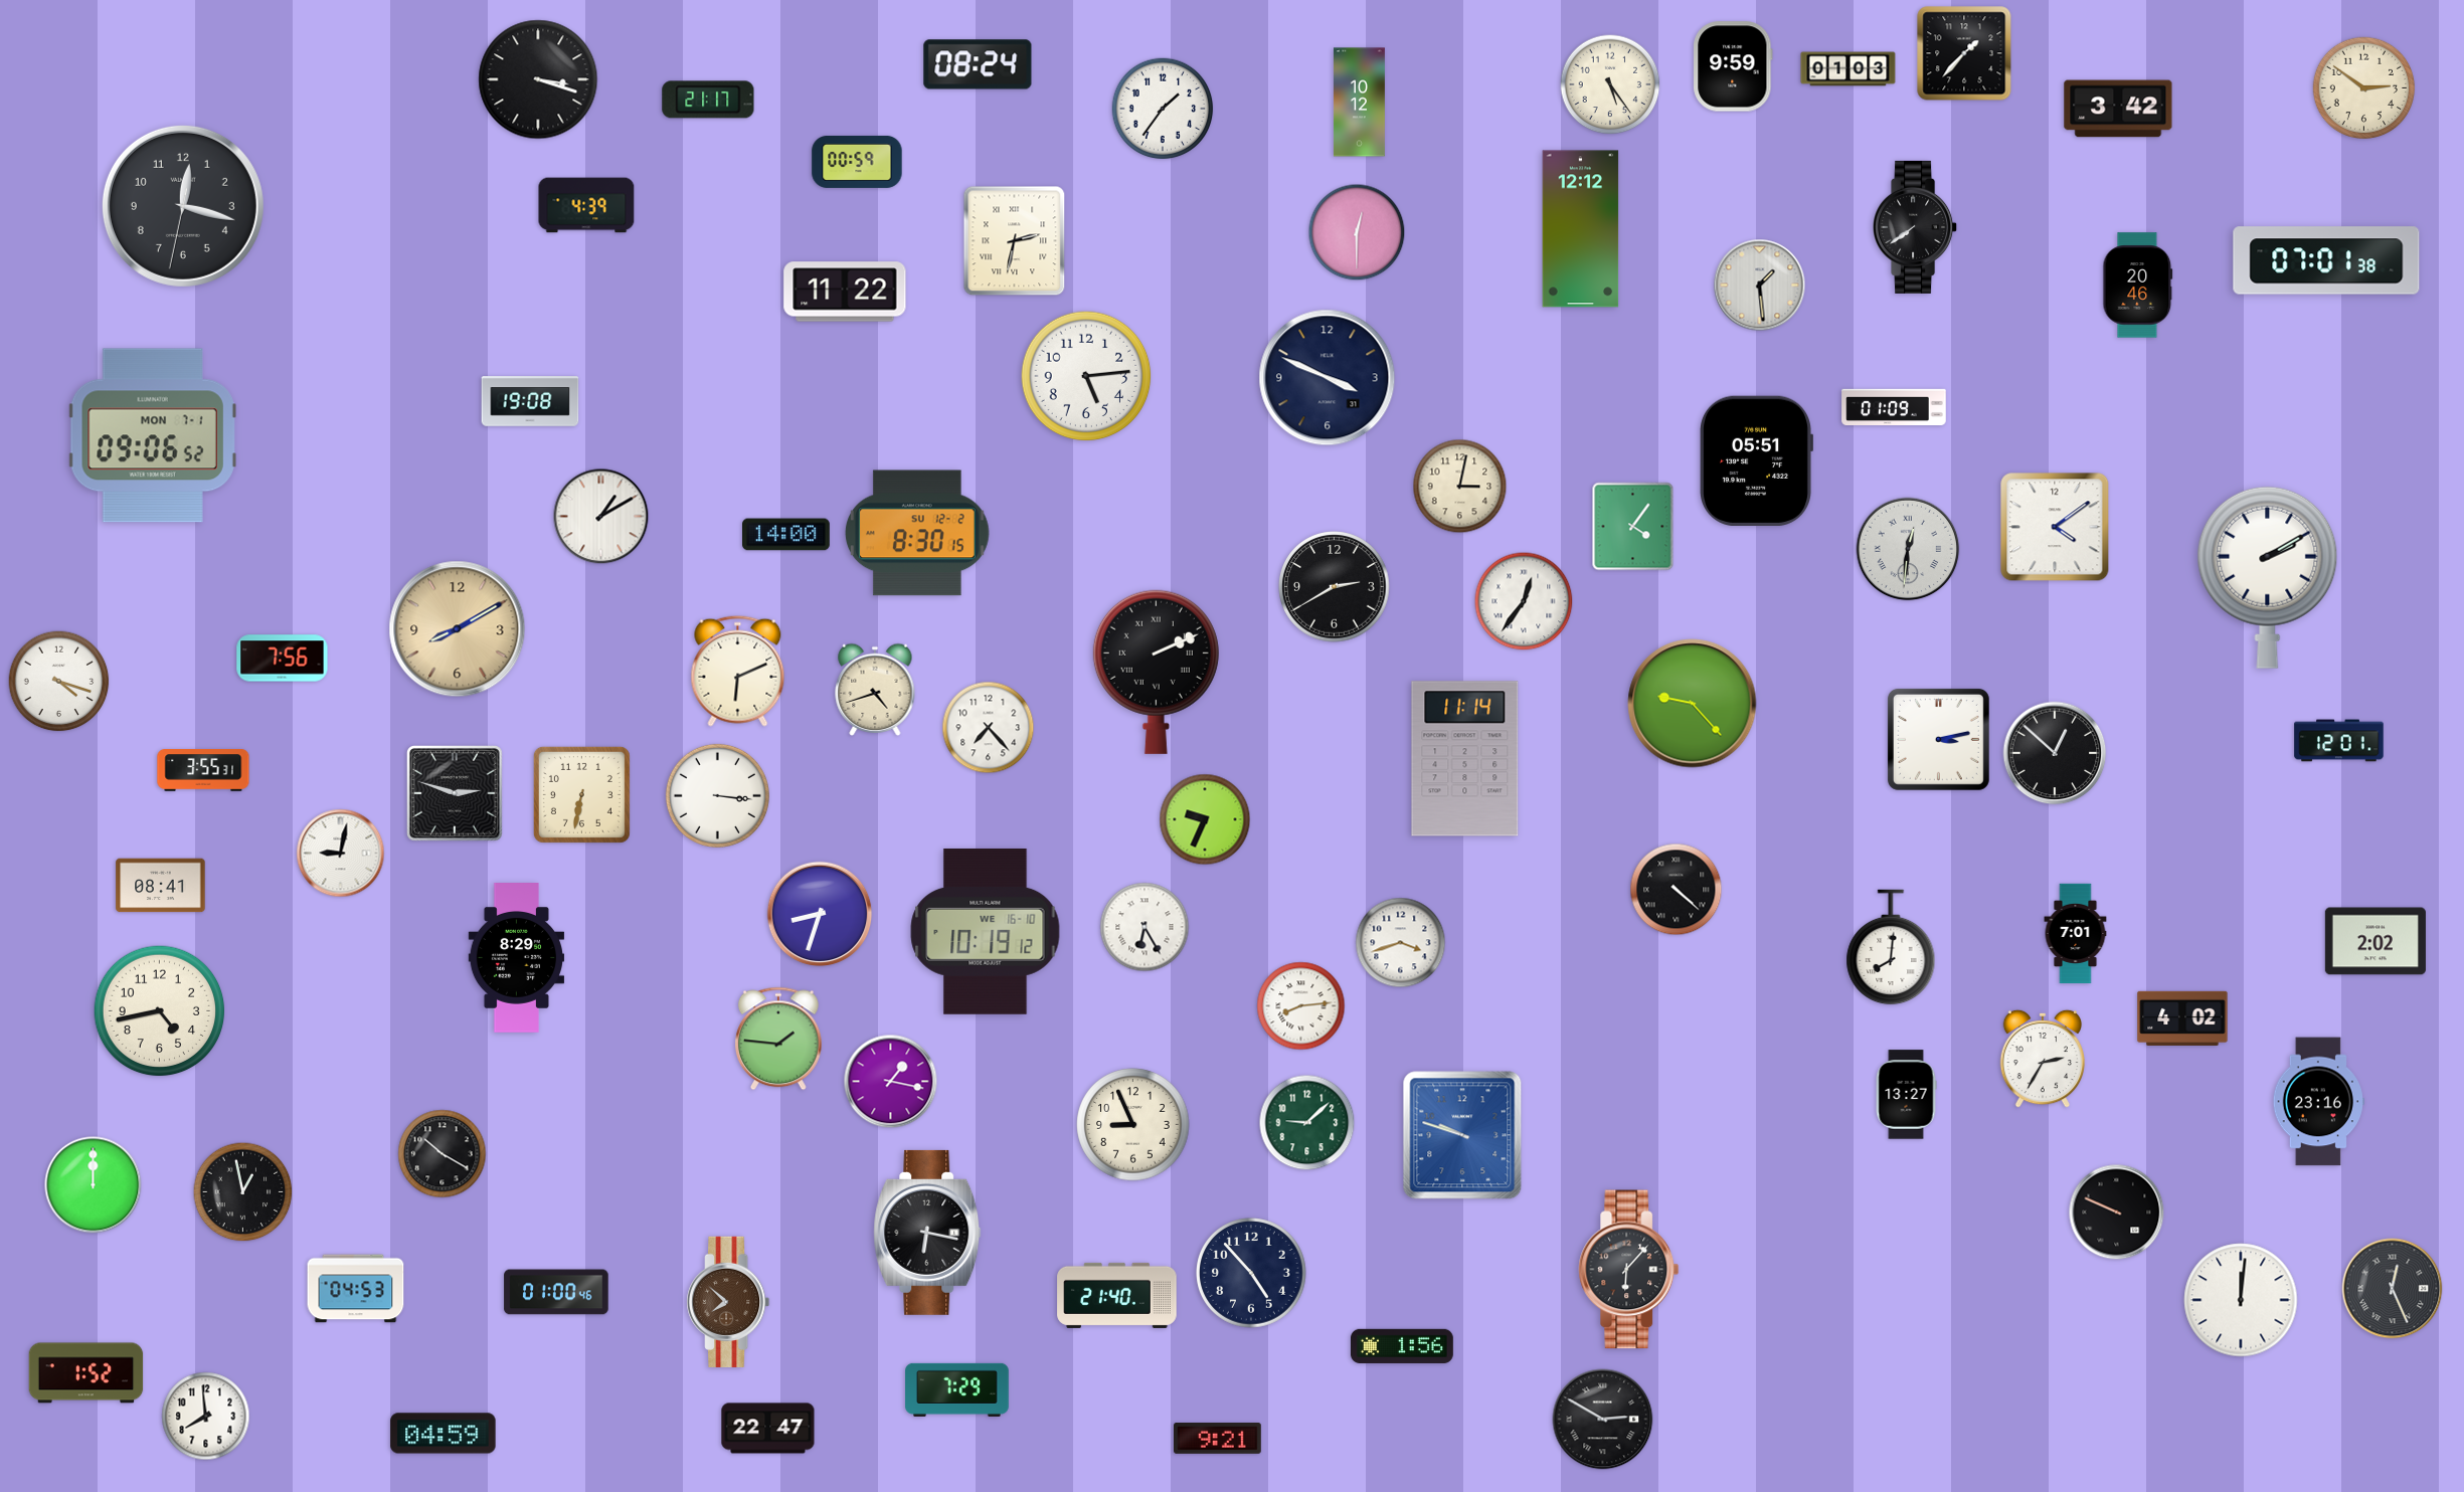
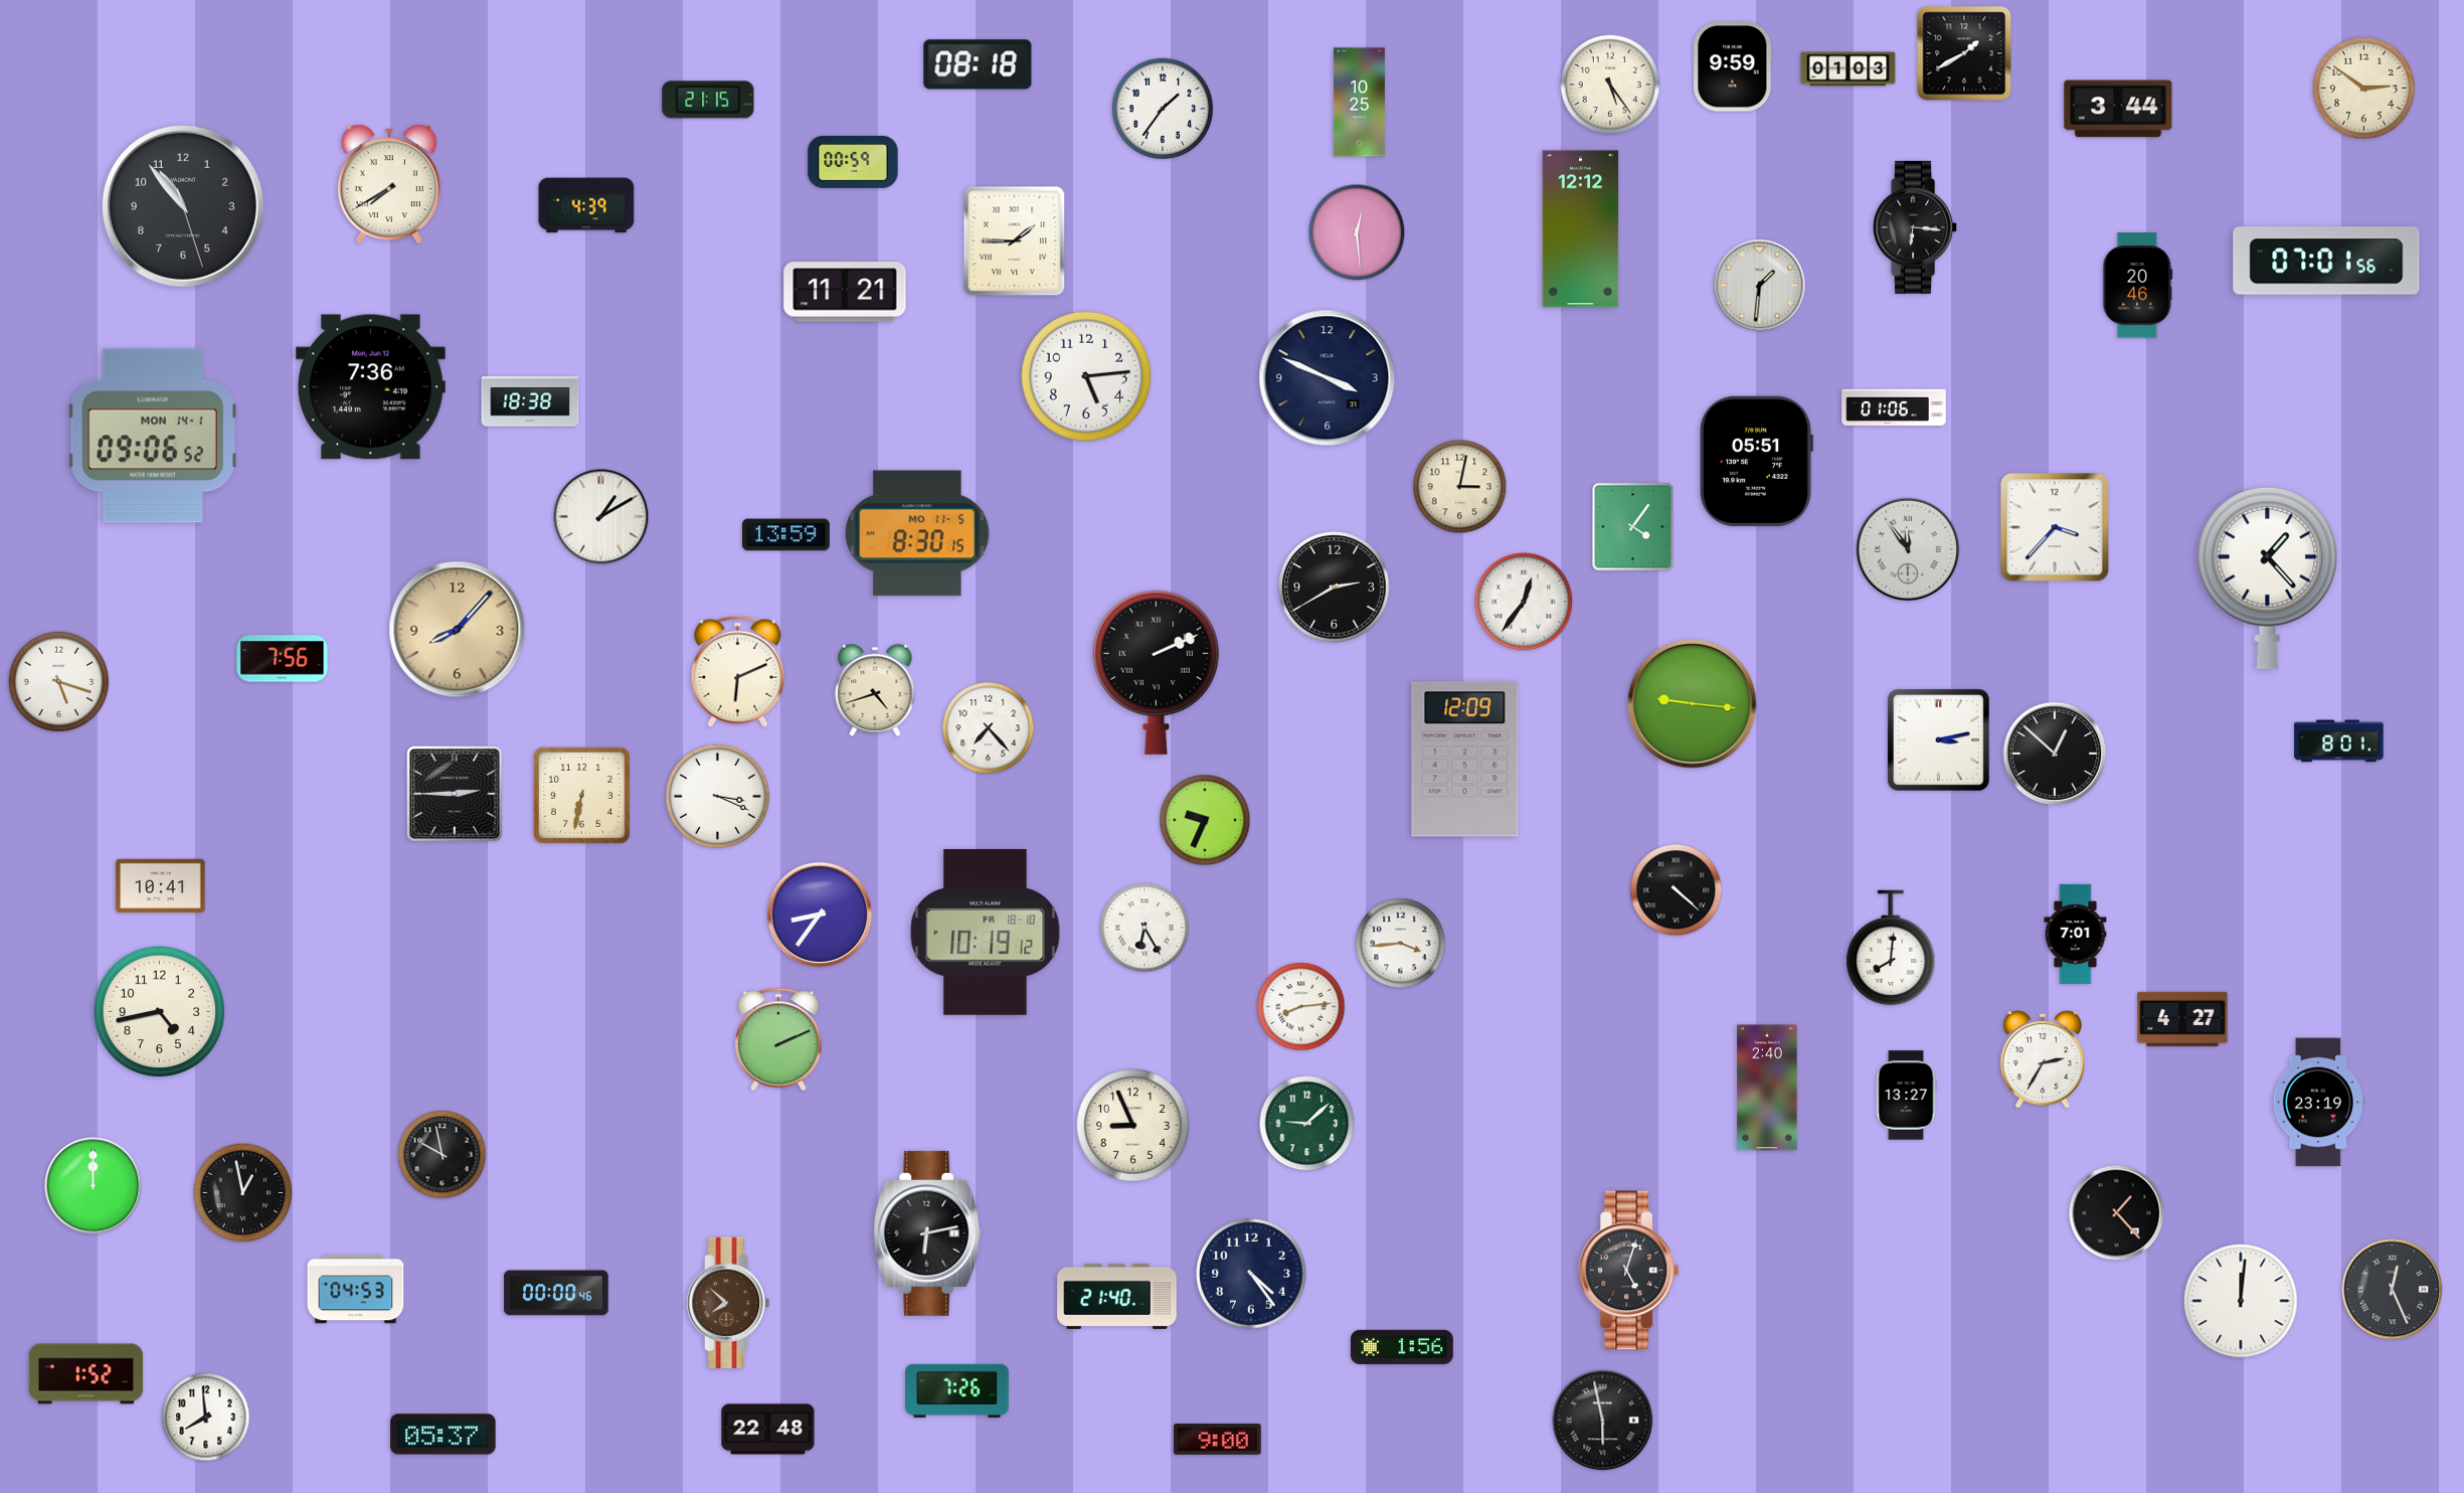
clock at (1964, 53): 1:37 -> 1:40
clock at (978, 64): 08:24 -> 08:18
clock at (538, 79): 3:18 -> none
clock at (708, 100): 21:17 -> 21:15
clock at (1359, 103): 10:12 -> 10:25
clock at (2118, 109): 3:42 -> 3:44
clock at (857, 162) position: (857, 162) -> (853, 162)
clock at (389, 184): none -> 7:40
clock at (183, 206): 12:17 -> 10:53
clock at (1916, 227): 7:39 -> 6:16
clock at (1357, 232): 12:30 -> 12:29
clock at (1015, 241): 2:32 -> 1:45
clock at (2326, 260): 07:01:38 -> 07:01:56
clock at (1760, 286): 1:29 -> 1:31
clock at (845, 292): 11:22 -> 11:21
clock at (370, 387): none -> 7:36
clock at (530, 401): 19:08 -> 18:38
clock at (1894, 406): 01:09 -> 01:06
clock at (153, 435) date: MON 7-1 -> MON 14-1
clock at (2055, 527): 4:09 -> 3:37
clock at (917, 533) date: SU 12-2 -> MO 11-5
clock at (786, 535): 14:00 -> 13:59
clock at (1908, 549): 12:31 -> 11:54
clock at (2268, 577): 2:10 -> 1:23
clock at (458, 629): 8:10 -> 8:07
clock at (59, 682): 4:18 -> 5:18
clock at (1693, 704): 9:23 -> 9:16
clock at (2339, 741): 12:01 -> 8:01
clock at (1465, 759): 11:14 -> 12:09
clock at (203, 771): 3:55 -> none
clock at (455, 793): 2:48 -> 2:45
clock at (717, 795): 3:16 -> 3:19
clock at (341, 854): 9:02 -> none
clock at (161, 886): 08:41 -> 10:41
clock at (820, 914): 8:33 -> 8:36
clock at (986, 931) date: WE 16-10 -> FR 18-10
clock at (2375, 941): 2:02 -> none
clock at (1401, 943): 3:42 -> 3:44
clock at (517, 958): 8:29 -> none
clock at (2182, 1018): 4:02 -> 4:27
clock at (778, 1039): 1:46 -> 2:11
clock at (891, 1082): 1:17 -> none
clock at (1767, 1088): none -> 2:40
clock at (2318, 1102): 23:16 -> 23:19
clock at (1462, 1135): 9:48 -> none
clock at (443, 1154): 10:20 -> 9:58
clock at (2117, 1213): 9:49 -> 1:23
clock at (927, 1233): 6:17 -> 6:13
clock at (1629, 1270): 6:07 -> 5:03
clock at (1251, 1273): 4:53 -> 4:24
clock at (556, 1292): 01:00 -> 00:00
clock at (957, 1389): 7:29 -> 7:26
clock at (1603, 1420): 2:50 -> 5:58
clock at (768, 1429): 22:47 -> 22:48
clock at (444, 1434): 04:59 -> 05:37
clock at (1218, 1439): 9:21 -> 9:00
